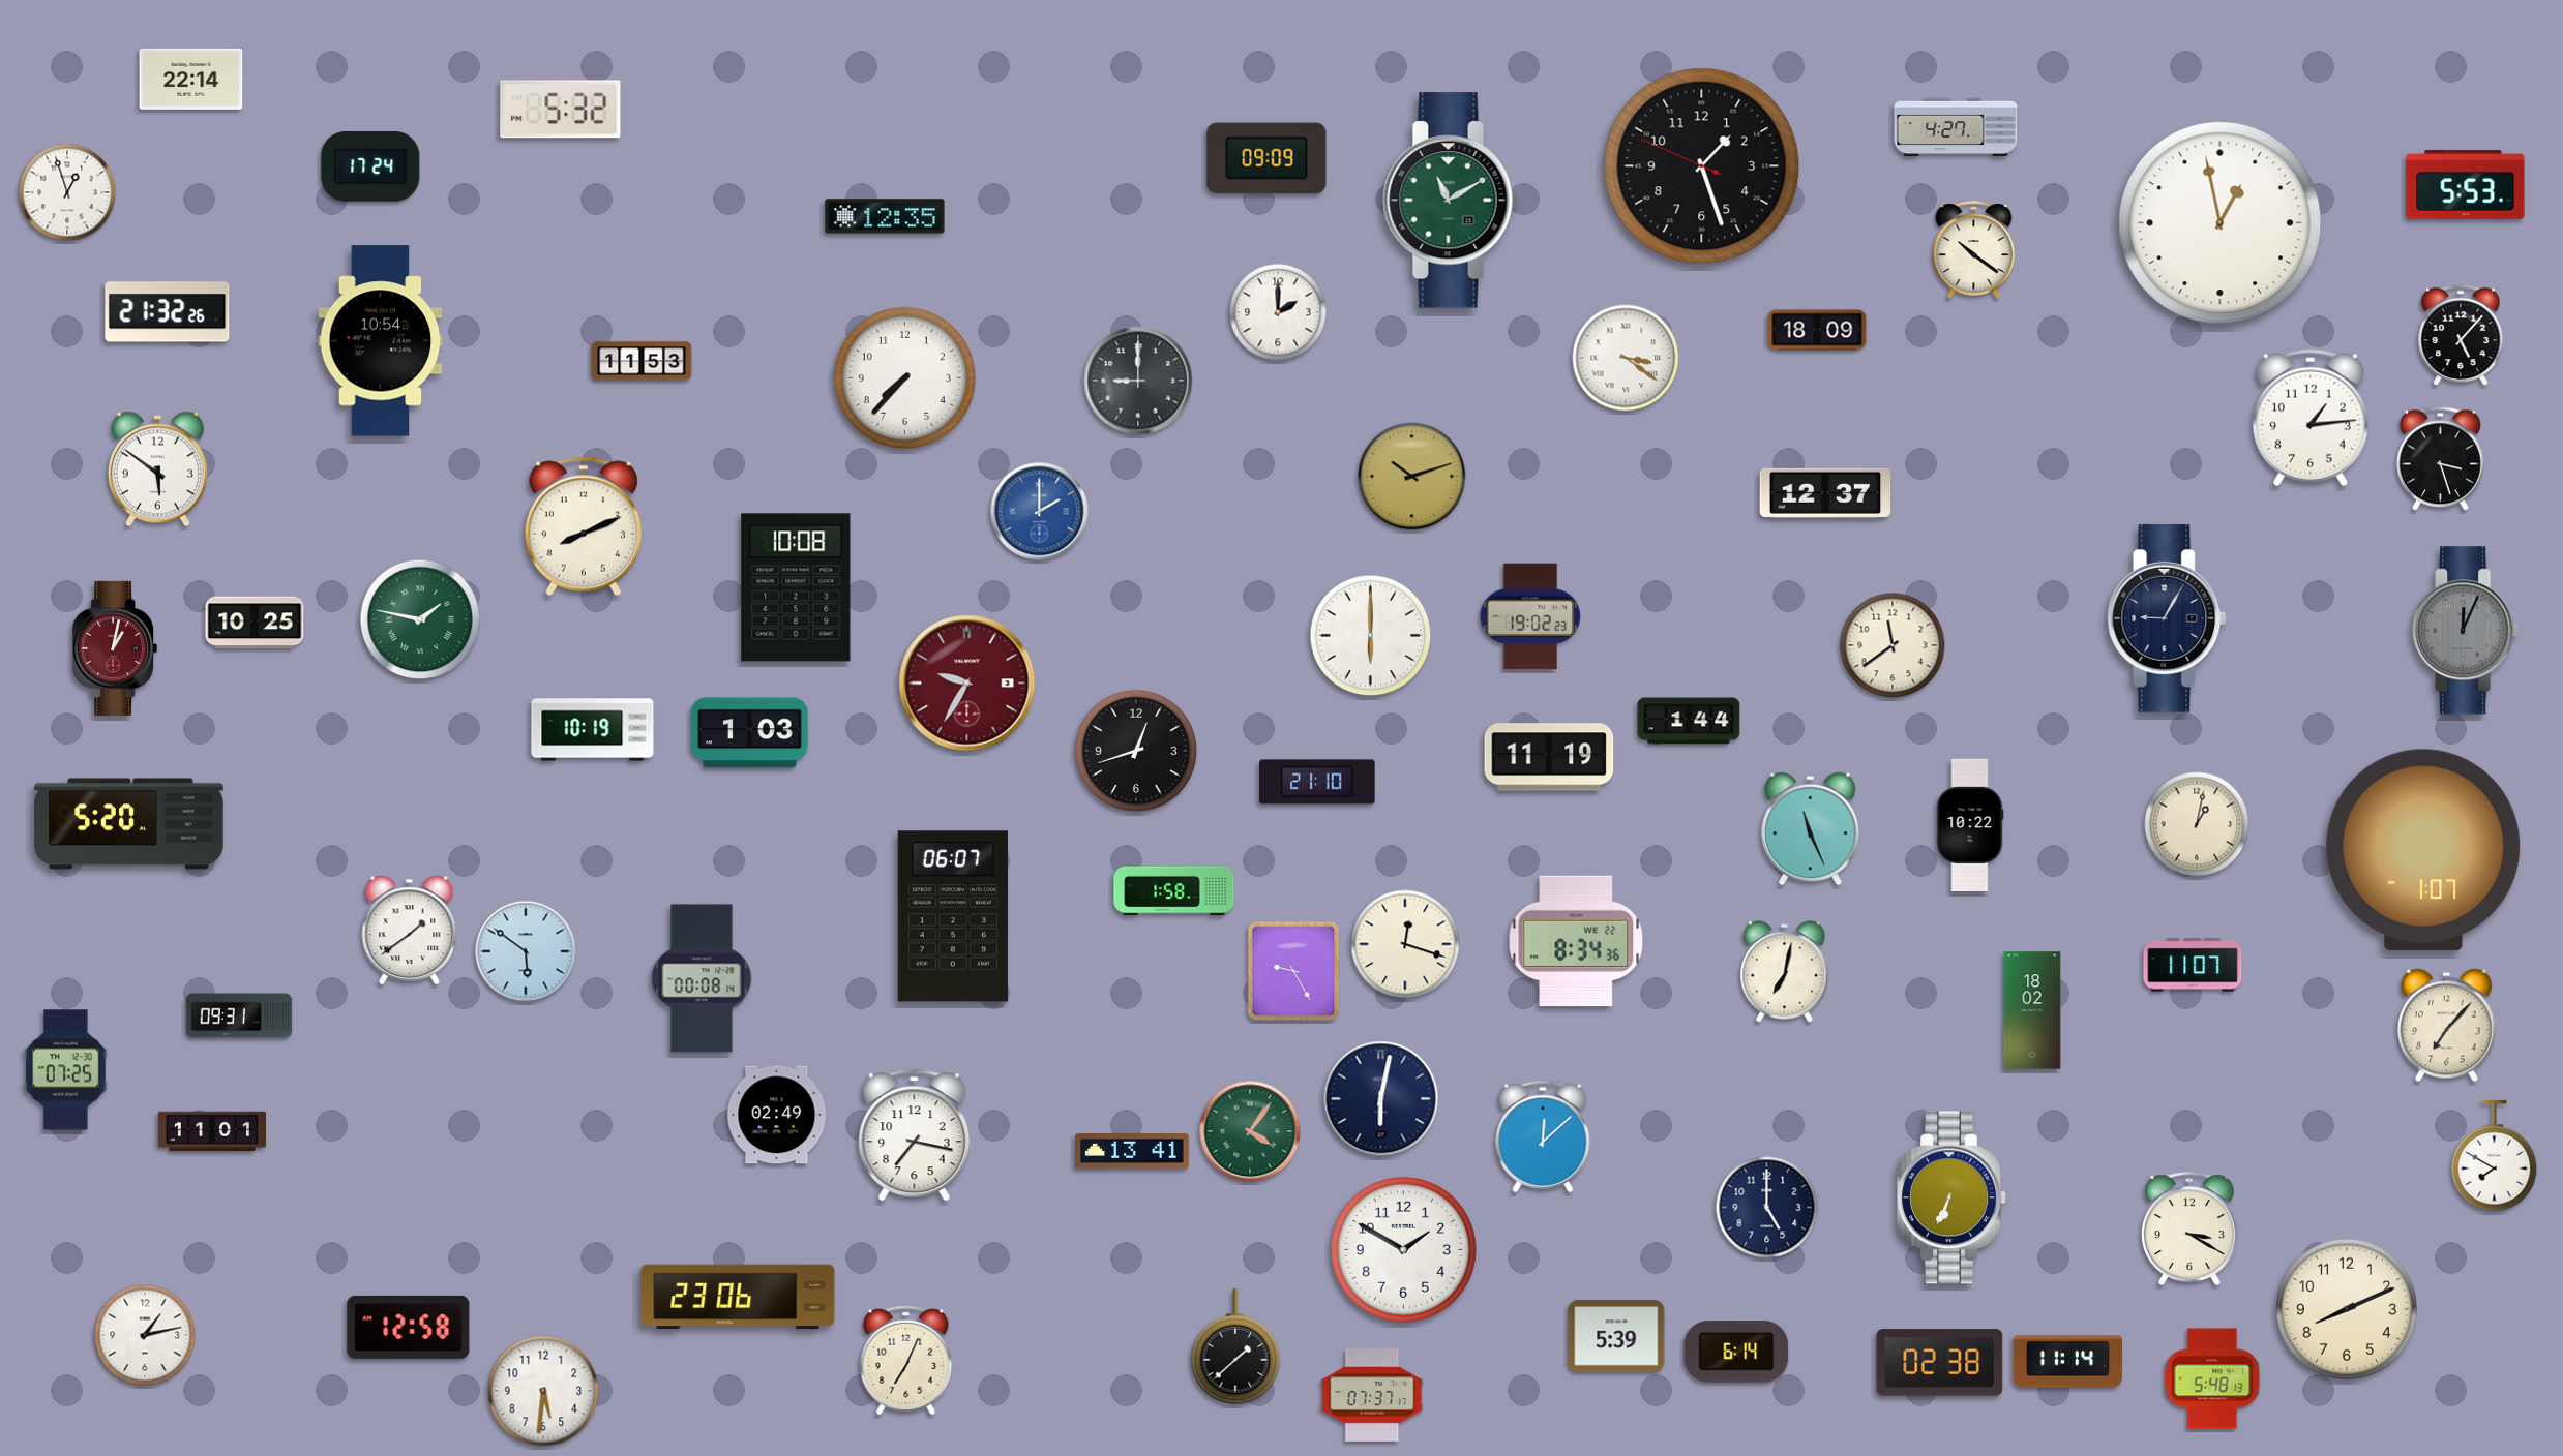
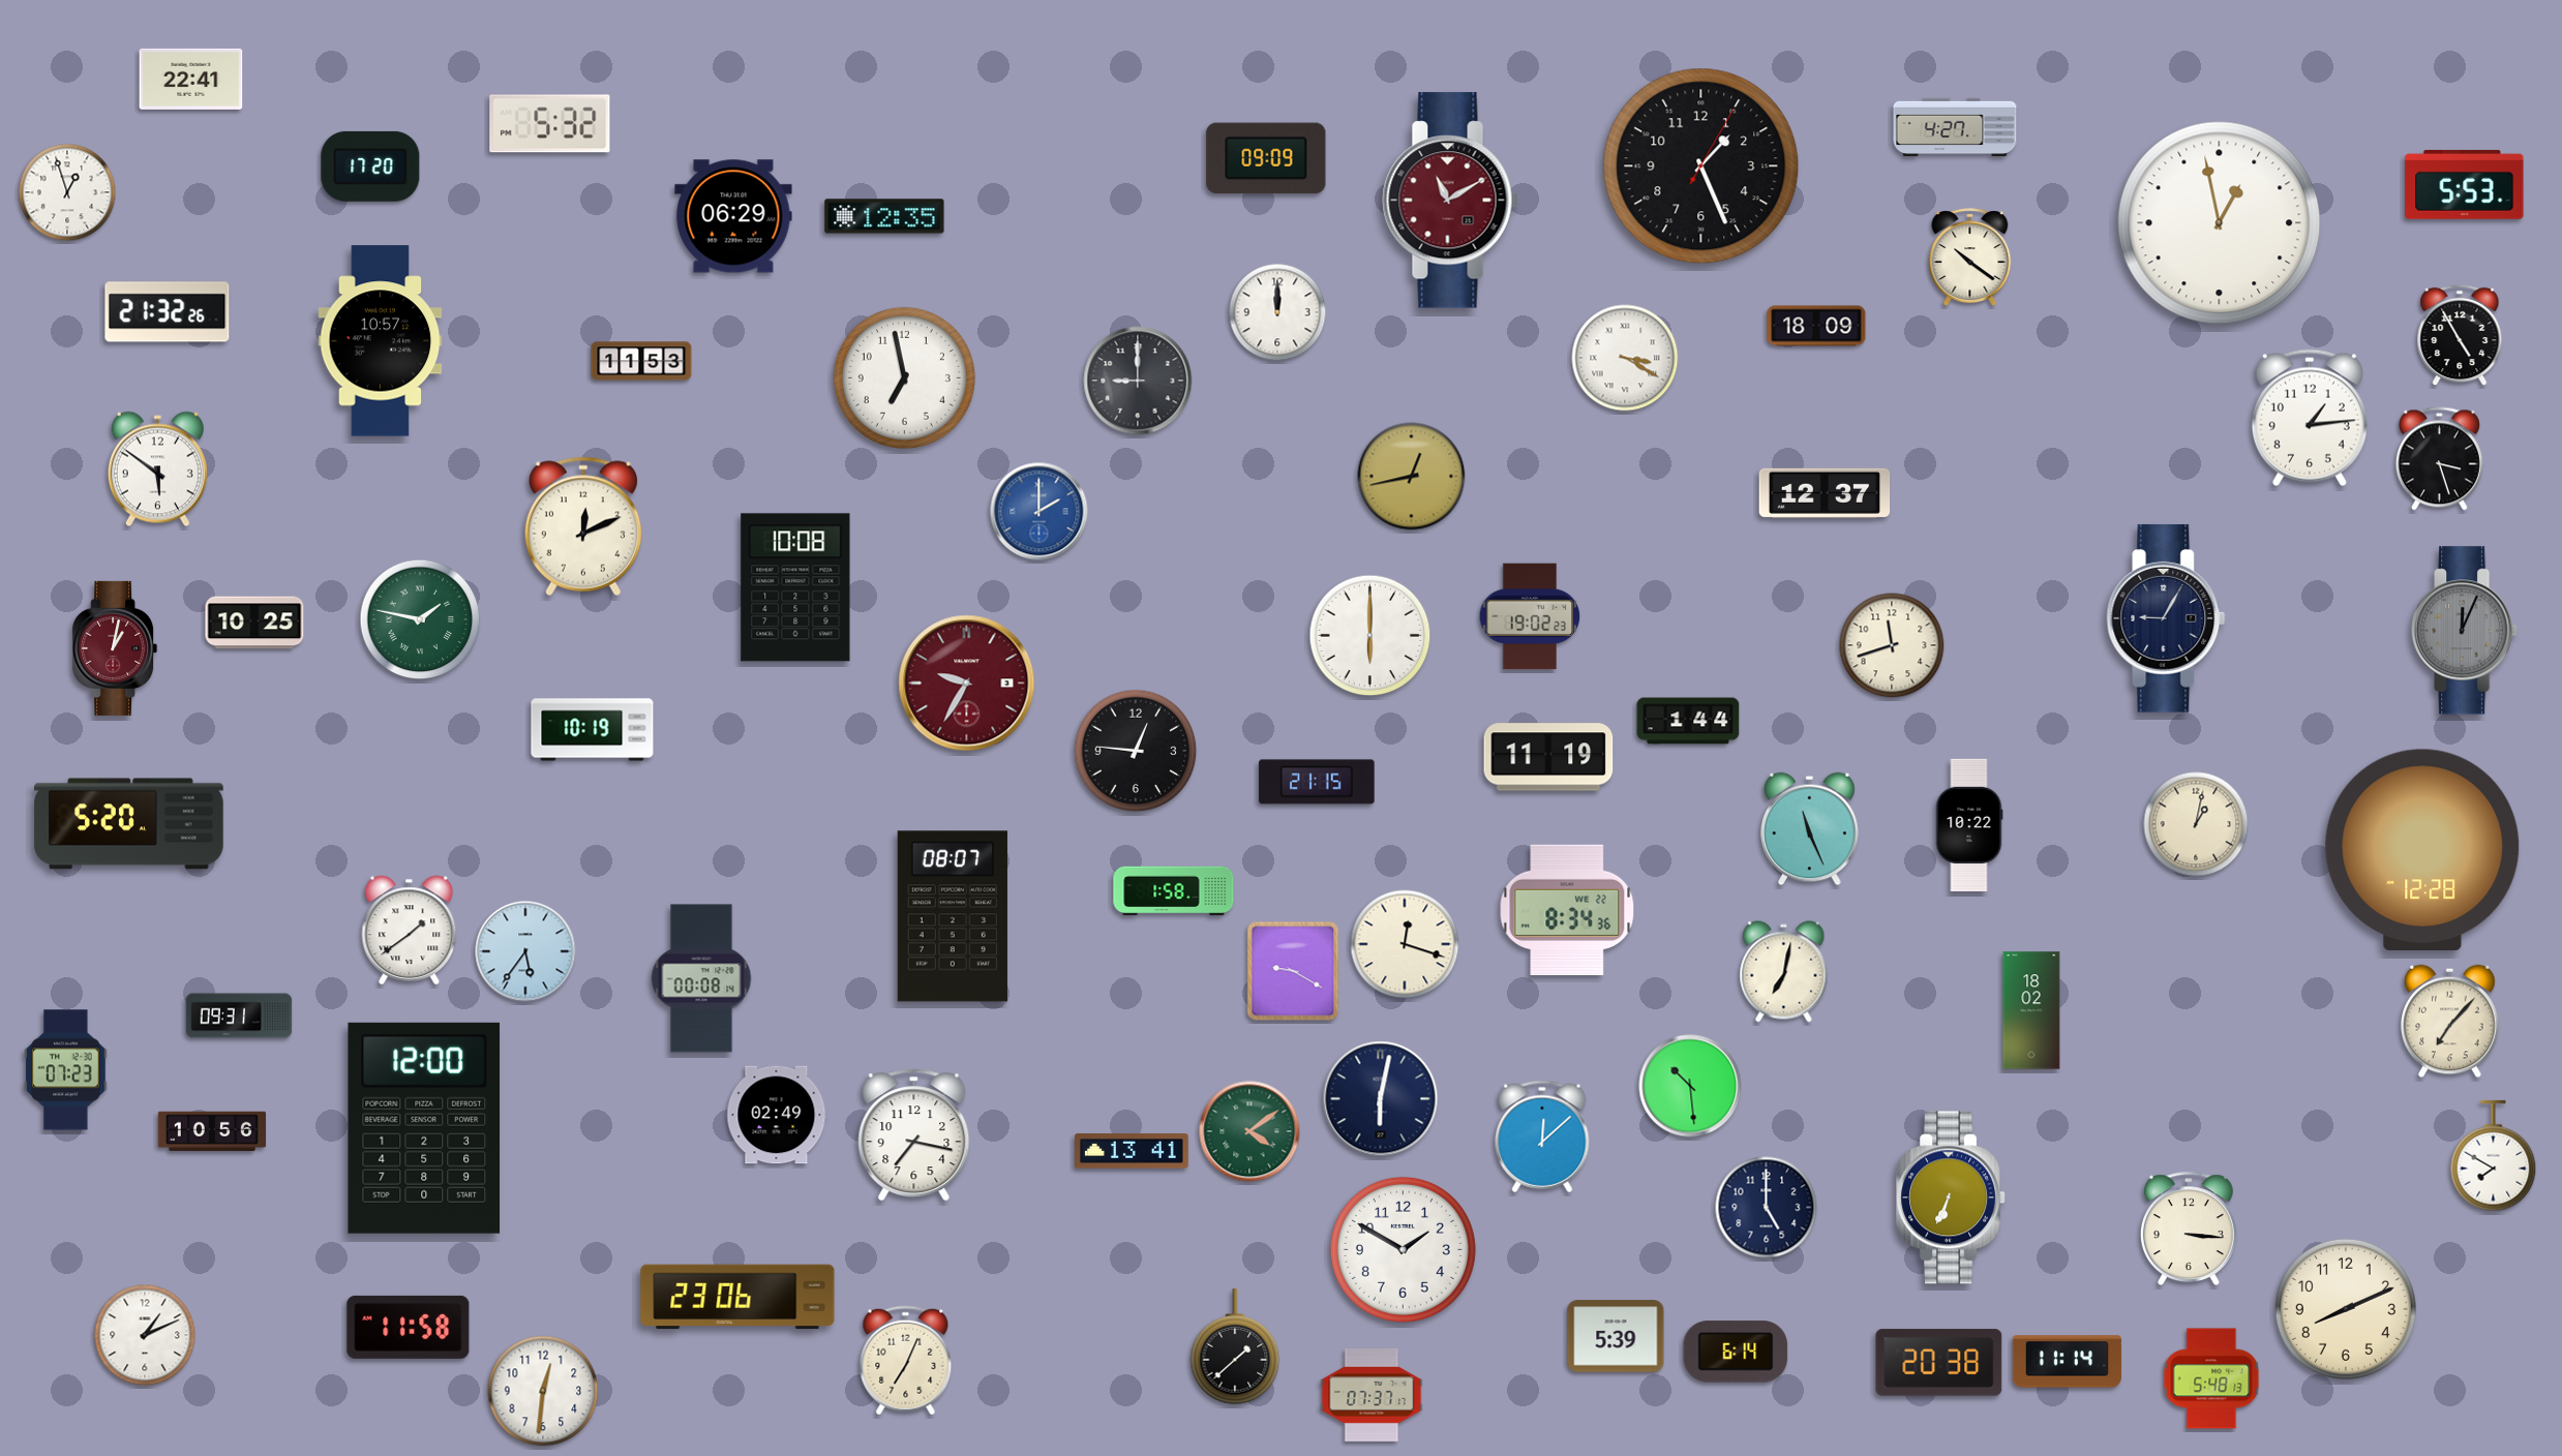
clock at (191, 79): 22:14 -> 22:41
clock at (561, 110) position: (561, 110) -> (550, 124)
clock at (370, 166): 17:24 -> 17:20
clock at (1702, 166): 1:26:49 -> 1:26:05
clock at (1452, 201) dial: green -> burgundy
clock at (733, 216): none -> 06:29
clock at (1974, 250) position: (1974, 250) -> (1970, 257)
clock at (1278, 312): 2:00 -> 12:00
clock at (1817, 330) position: (1817, 330) -> (1816, 326)
clock at (2461, 335): 5:07 -> 4:55
clock at (381, 341): 10:54 -> 10:57
clock at (1626, 358): 3:21 -> 3:20
clock at (904, 377): 7:37 -> 6:58
clock at (1412, 477): 10:12 -> 12:43
clock at (584, 526): 8:11 -> 12:11
clock at (1893, 645): 11:39 -> 11:42
clock at (750, 733): 1:03 -> none
clock at (1136, 751): 12:42 -> 12:46
clock at (1317, 782): 21:10 -> 21:15
clock at (2423, 850): 1:07 -> 12:28
clock at (953, 916): 06:07 -> 08:07
clock at (1576, 941) position: (1576, 941) -> (1567, 910)
clock at (526, 951): 5:51 -> 5:36
clock at (2193, 965): 11:07 -> none
clock at (1293, 971): 9:25 -> 9:20
clock at (2447, 1026) position: (2447, 1026) -> (2450, 1022)
clock at (66, 1070): 07:25 -> 07:23
clock at (1690, 1086): none -> 10:29
clock at (424, 1128): none -> 12:00
clock at (212, 1131): 11:01 -> 10:56
clock at (1250, 1131): 4:06 -> 4:09
clock at (2189, 1228): 3:20 -> 3:16
clock at (409, 1327): 12:58 -> 11:58
clock at (145, 1335): 1:13 -> 1:11
clock at (1940, 1363): 02:38 -> 20:38
clock at (543, 1391): 5:31 -> 12:31
